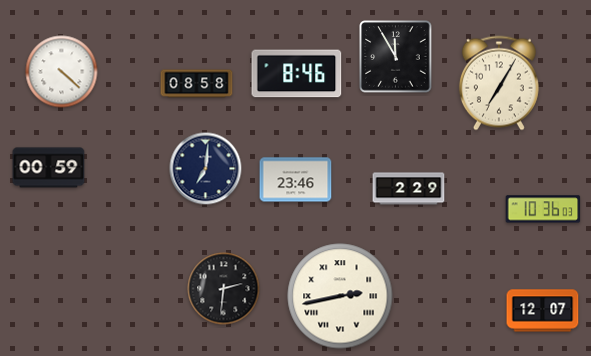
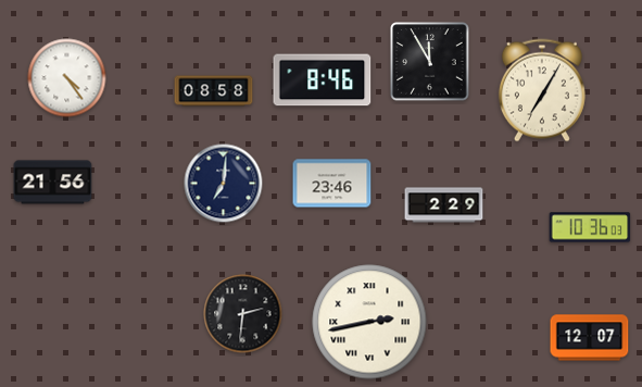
clock at (62, 72): 4:22 -> 4:24
clock at (49, 168): 00:59 -> 21:56
clock at (296, 180) position: (296, 180) -> (332, 184)
